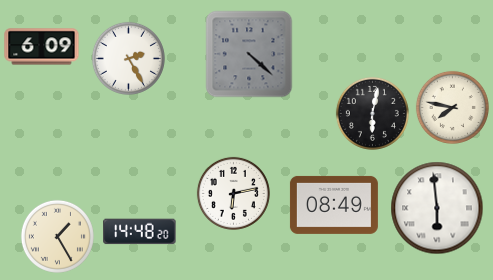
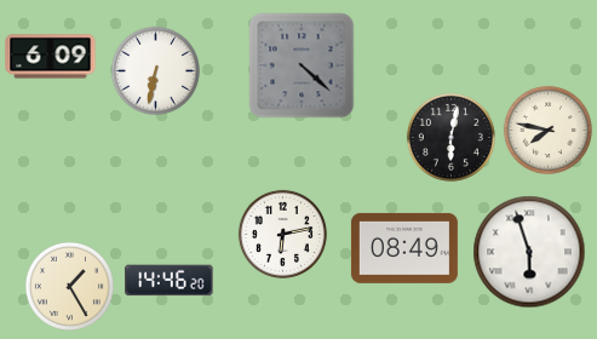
clock at (128, 58): 2:25 -> 6:32
clock at (437, 208): 5:59 -> 5:57
clock at (140, 232): 14:48 -> 14:46
